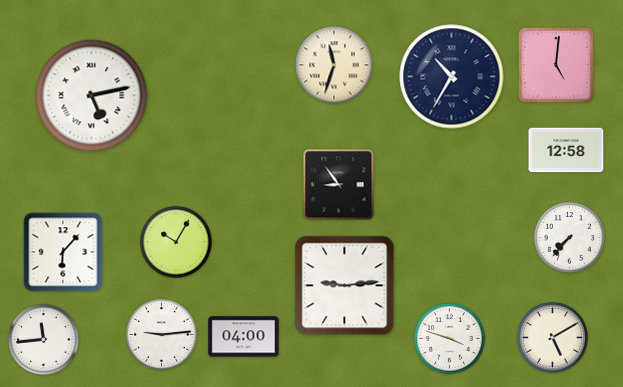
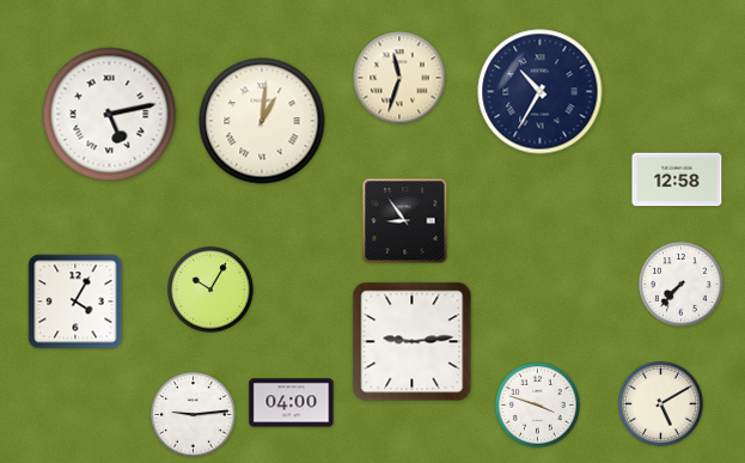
clock at (557, 66): 5:01 -> none
clock at (262, 121): none -> 1:01
clock at (63, 252): 6:07 -> 4:05
clock at (162, 335) position: (162, 335) -> (194, 415)
clock at (44, 340): 11:44 -> none
